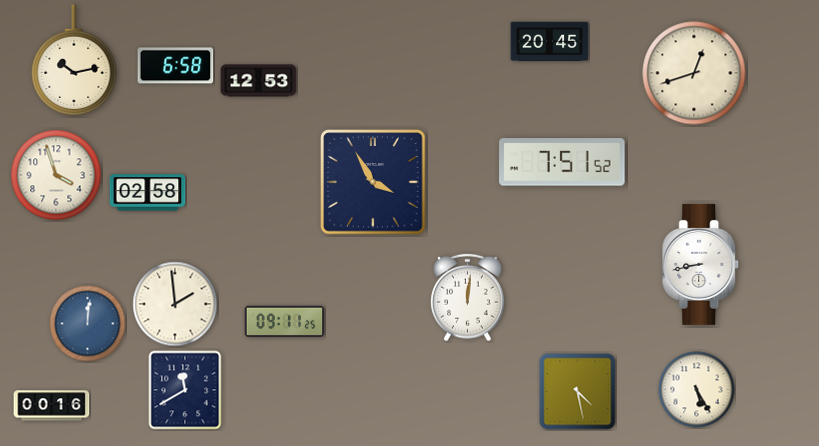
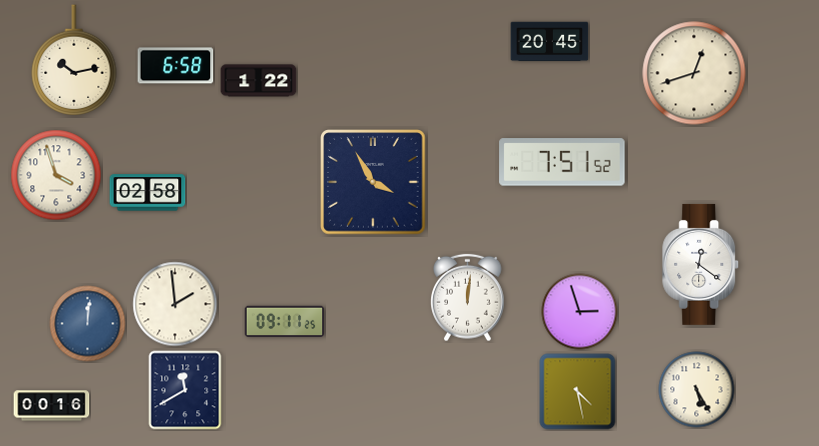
clock at (259, 81): 12:53 -> 1:22
clock at (701, 264): 8:43 -> 12:21
clock at (580, 312): none -> 2:57
